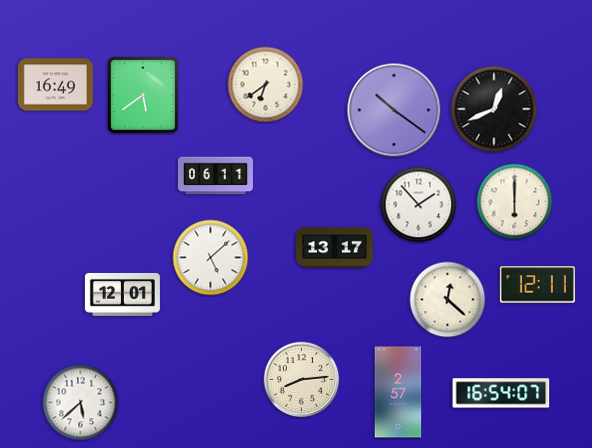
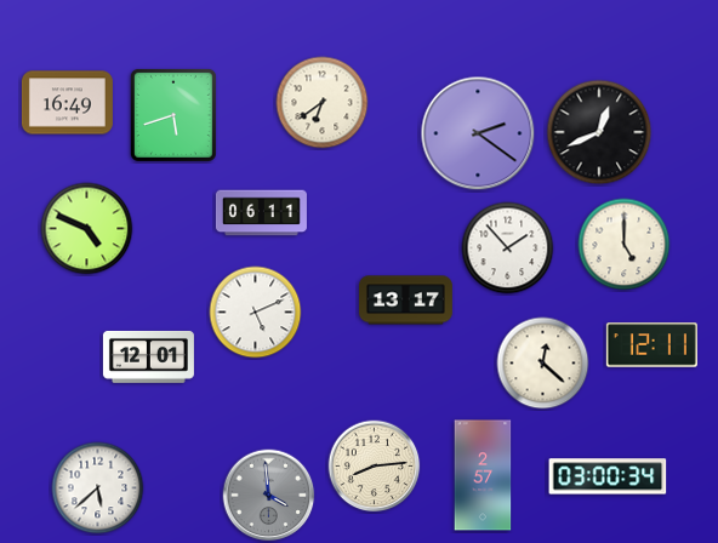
clock at (143, 95): 5:39 -> 5:42
clock at (394, 110): 10:21 -> 2:21
clock at (87, 229): none -> 4:49
clock at (515, 202): 6:00 -> 5:00
clock at (211, 258): 5:08 -> 5:11
clock at (302, 380) position: (302, 380) -> (375, 467)
clock at (501, 393): 16:54 -> 03:00
clock at (269, 496): none -> 3:59
